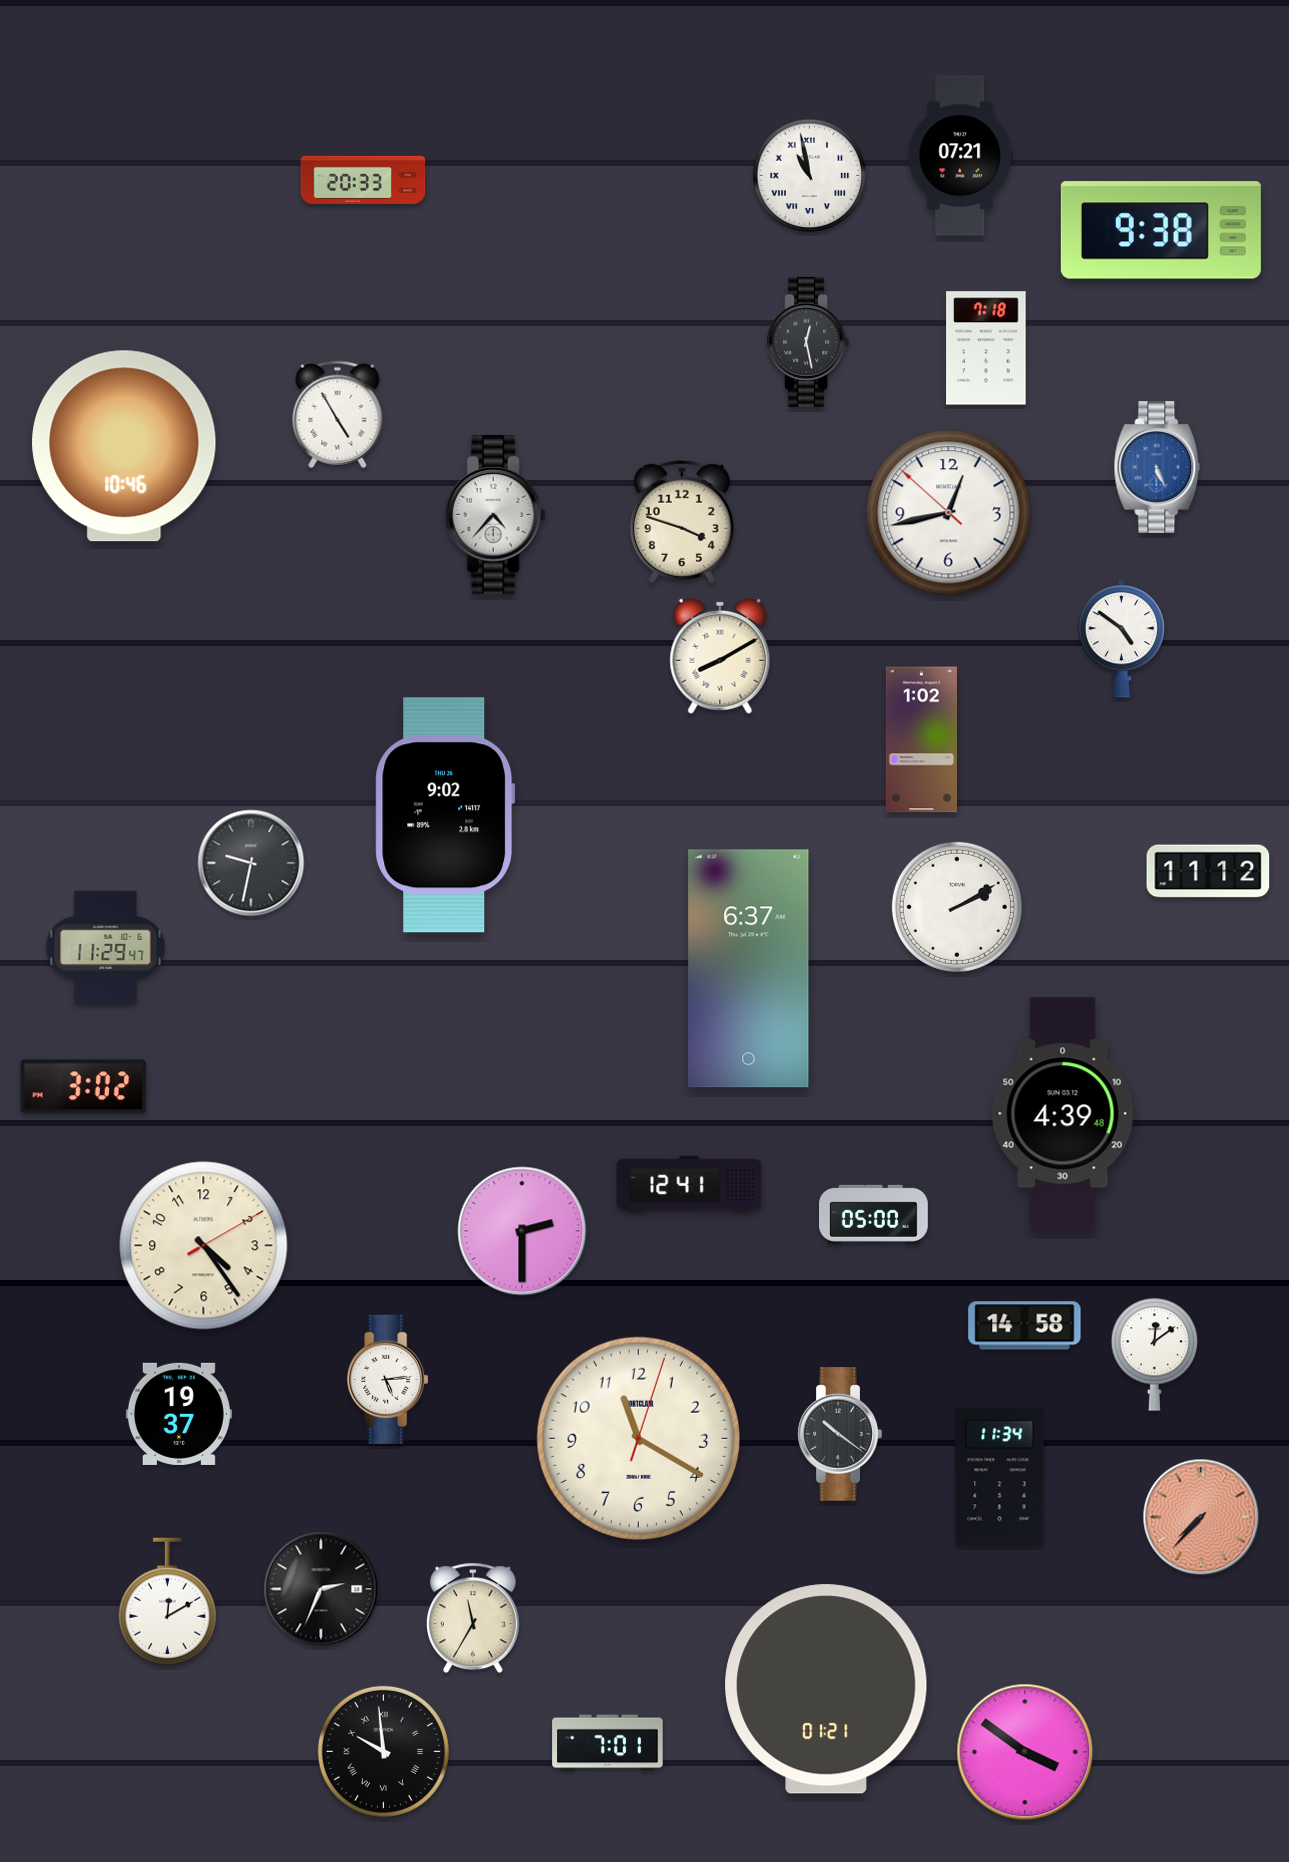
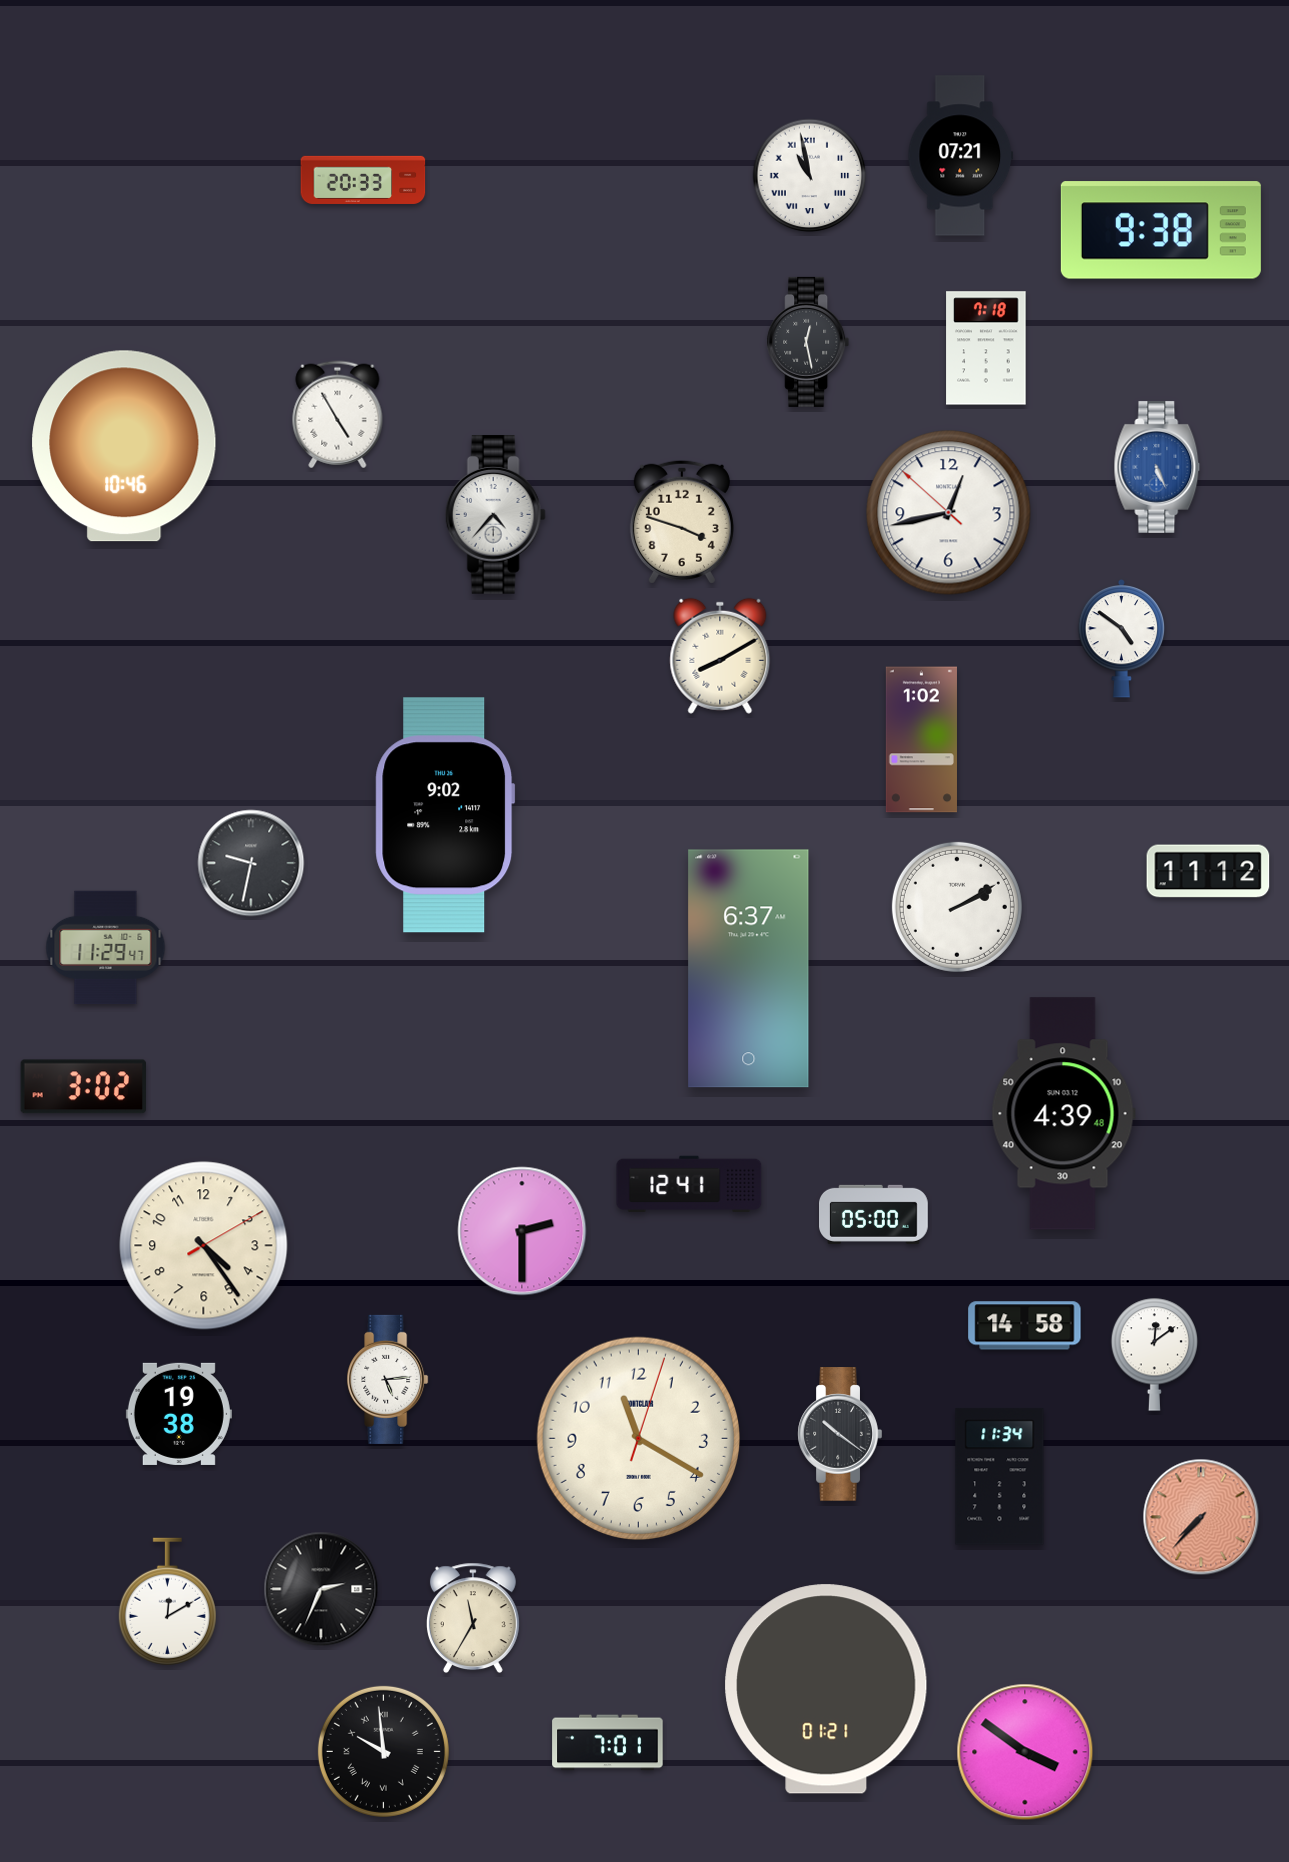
clock at (179, 1414): 19:37 -> 19:38
